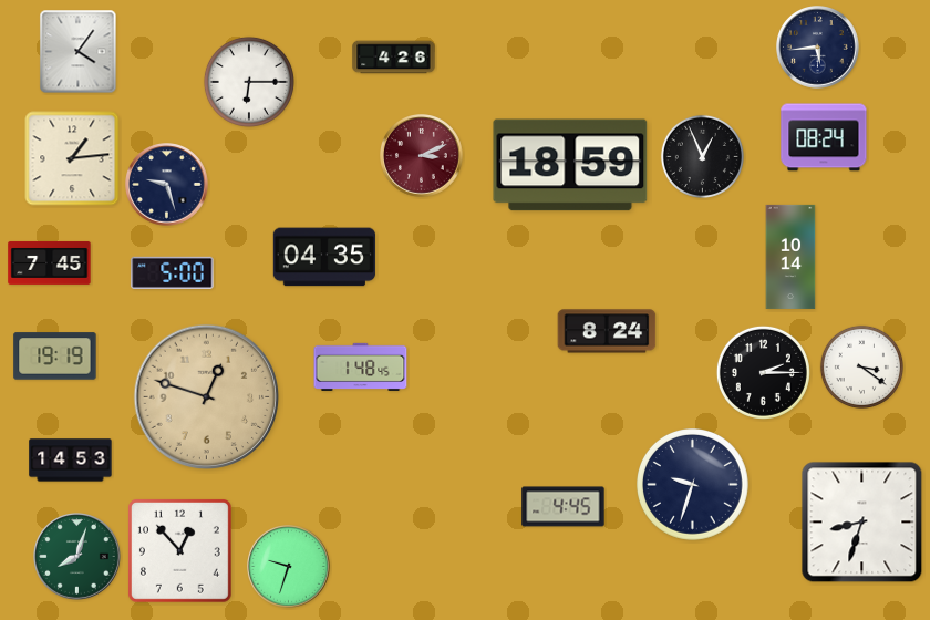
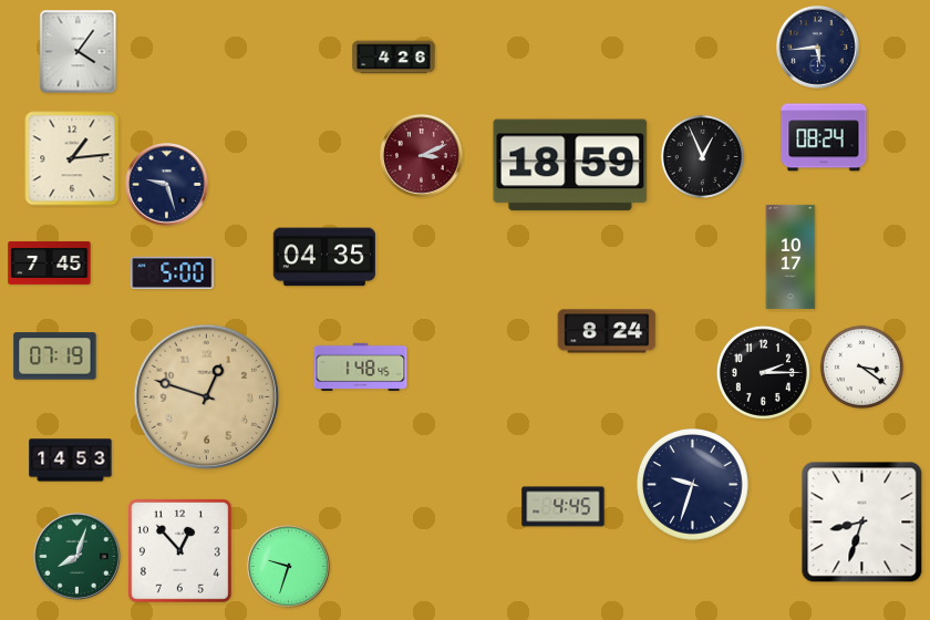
clock at (249, 82): 6:15 -> none
clock at (790, 257): 10:14 -> 10:17
clock at (55, 356): 19:19 -> 07:19
